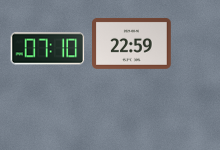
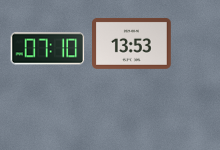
clock at (132, 43): 22:59 -> 13:53
